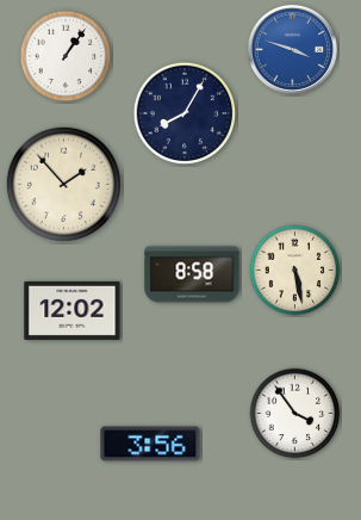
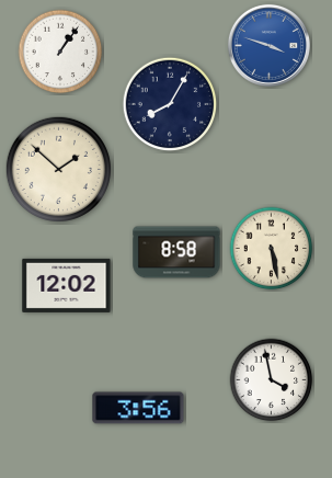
clock at (63, 184): 1:53 -> 1:52
clock at (295, 414): 3:54 -> 3:58
